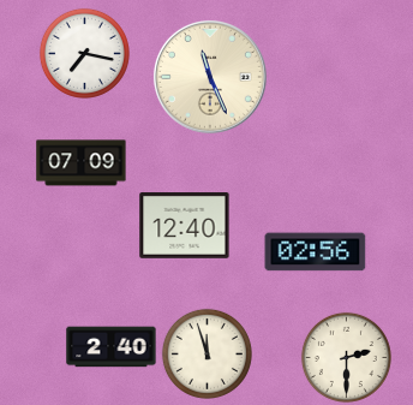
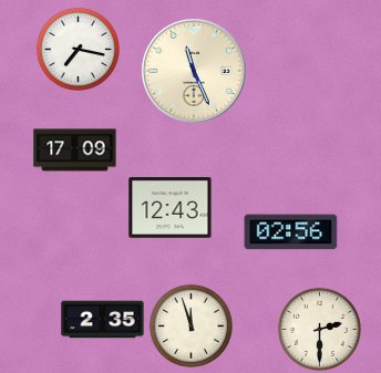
clock at (82, 163): 07:09 -> 17:09
clock at (185, 226): 12:40 -> 12:43
clock at (112, 347): 2:40 -> 2:35
